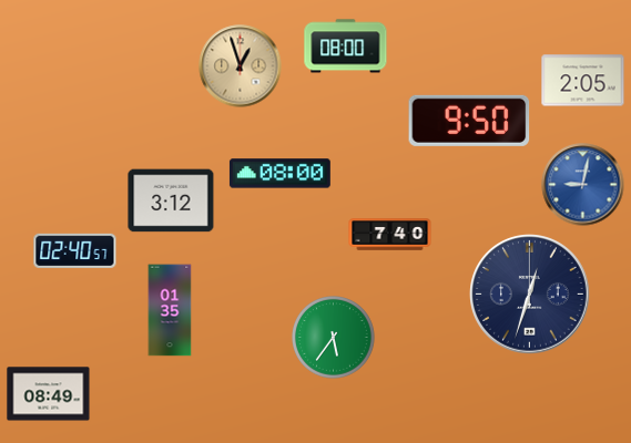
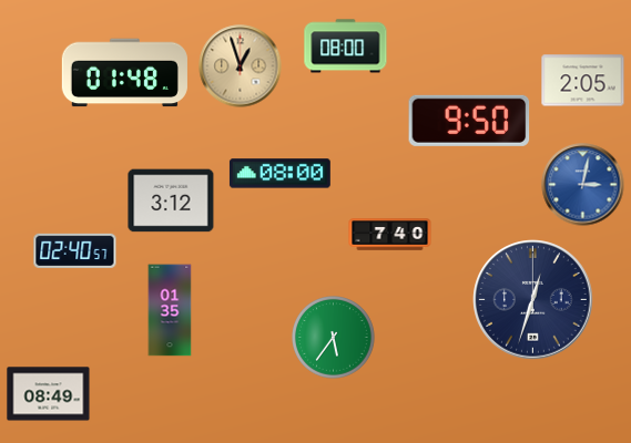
clock at (124, 73): none -> 01:48
clock at (583, 185): 9:02 -> 3:02
clock at (530, 295) position: (530, 295) -> (533, 300)
